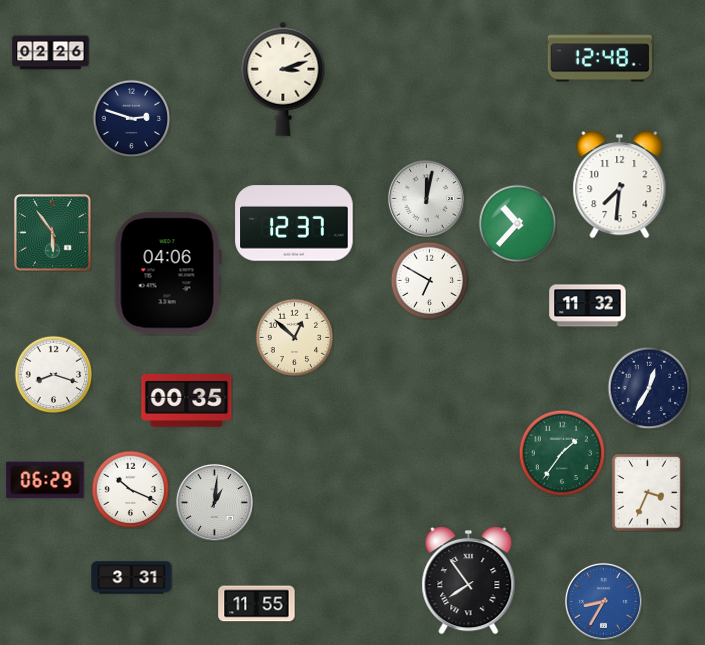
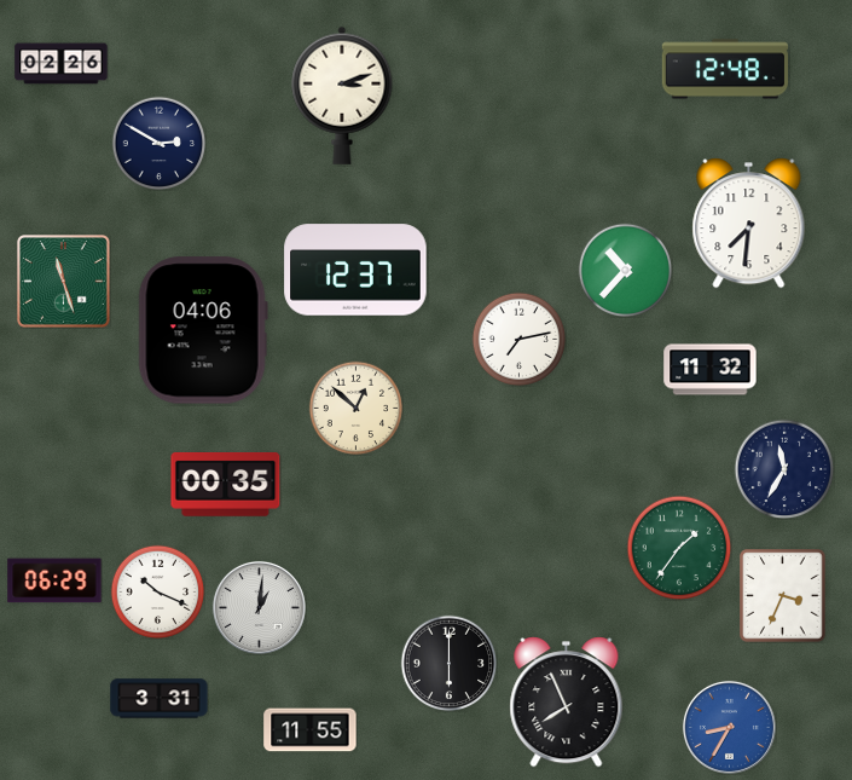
clock at (131, 118): 2:48 -> 2:50
clock at (426, 198): 12:02 -> none
clock at (53, 233): 5:54 -> 11:27
clock at (429, 280): 6:50 -> 7:13
clock at (53, 374): 8:18 -> none
clock at (649, 388): 12:35 -> 11:35
clock at (448, 663): none -> 6:00
clock at (469, 581): 7:54 -> 7:56
